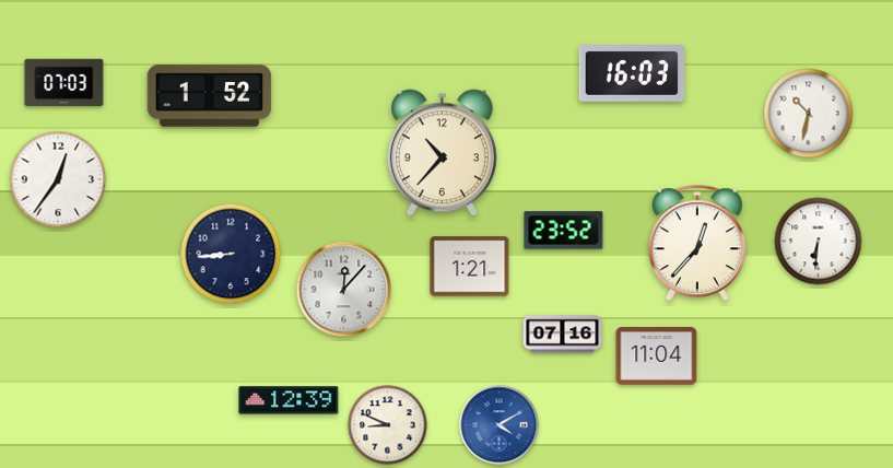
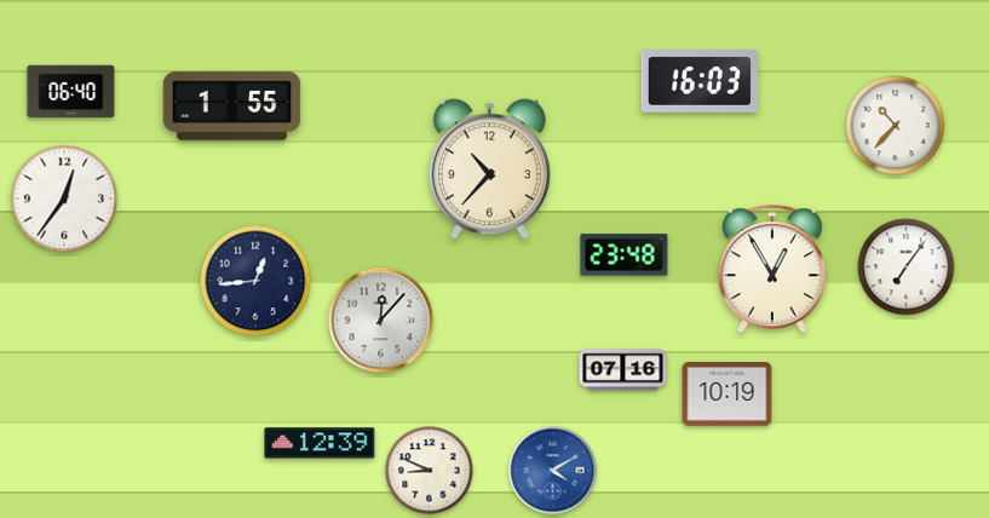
clock at (64, 83): 07:03 -> 06:40
clock at (210, 96): 1:52 -> 1:55
clock at (809, 114): 10:32 -> 10:37
clock at (564, 231): 23:52 -> 23:48
clock at (819, 242): 6:31 -> 7:06
clock at (697, 244): 12:37 -> 12:55
clock at (231, 254): 8:44 -> 12:44
clock at (470, 267): 1:21 -> none
clock at (657, 356): 11:04 -> 10:19
